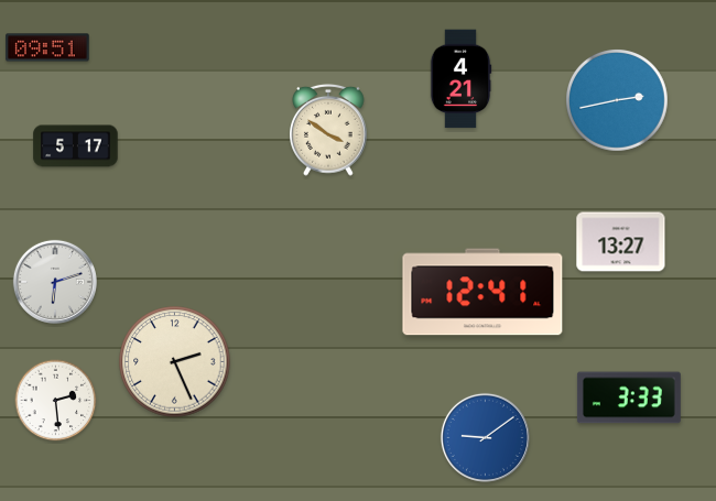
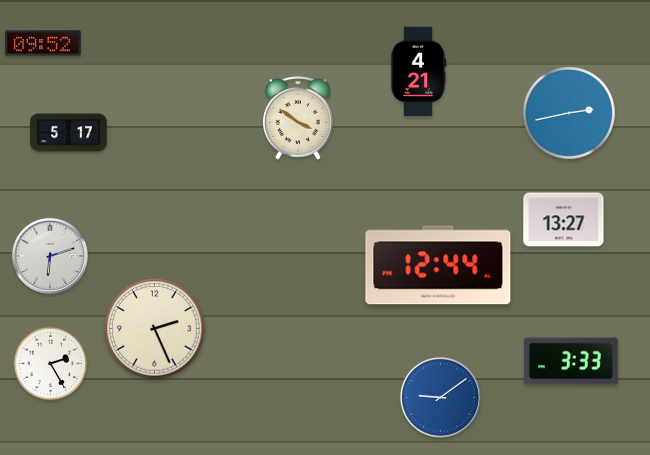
clock at (47, 47): 09:51 -> 09:52
clock at (618, 101) position: (618, 101) -> (570, 114)
clock at (482, 292): 12:41 -> 12:44
clock at (175, 362) position: (175, 362) -> (155, 329)
clock at (56, 401): 2:29 -> 2:25
